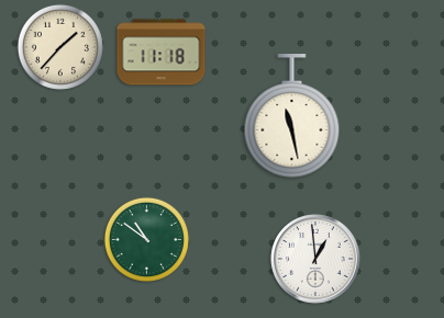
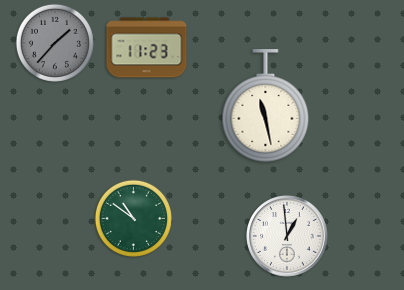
clock at (60, 47) dial: cream -> grey
clock at (162, 53): 11:18 -> 11:23
